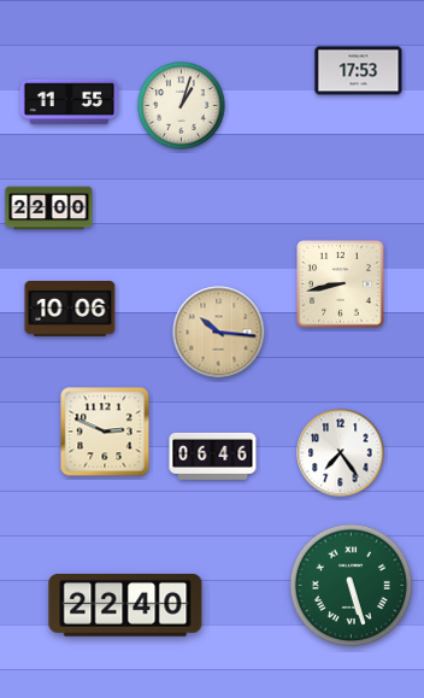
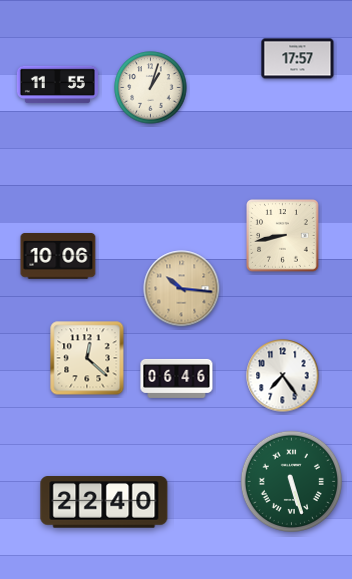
clock at (359, 71): 17:53 -> 17:57
clock at (49, 209): 22:00 -> none
clock at (219, 333) position: (219, 333) -> (182, 289)
clock at (105, 432): 2:49 -> 12:22
clock at (351, 585) position: (351, 585) -> (291, 481)
